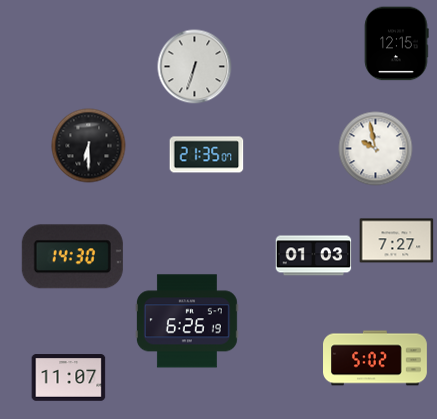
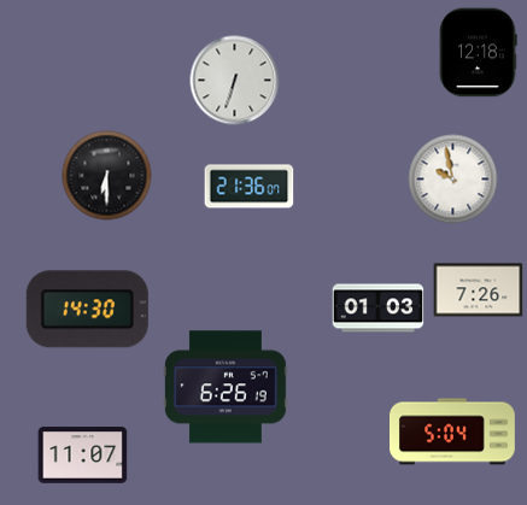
clock at (397, 44): 12:15 -> 12:18
clock at (207, 155): 21:35 -> 21:36
clock at (397, 241): 7:27 -> 7:26
clock at (376, 358): 5:02 -> 5:04
